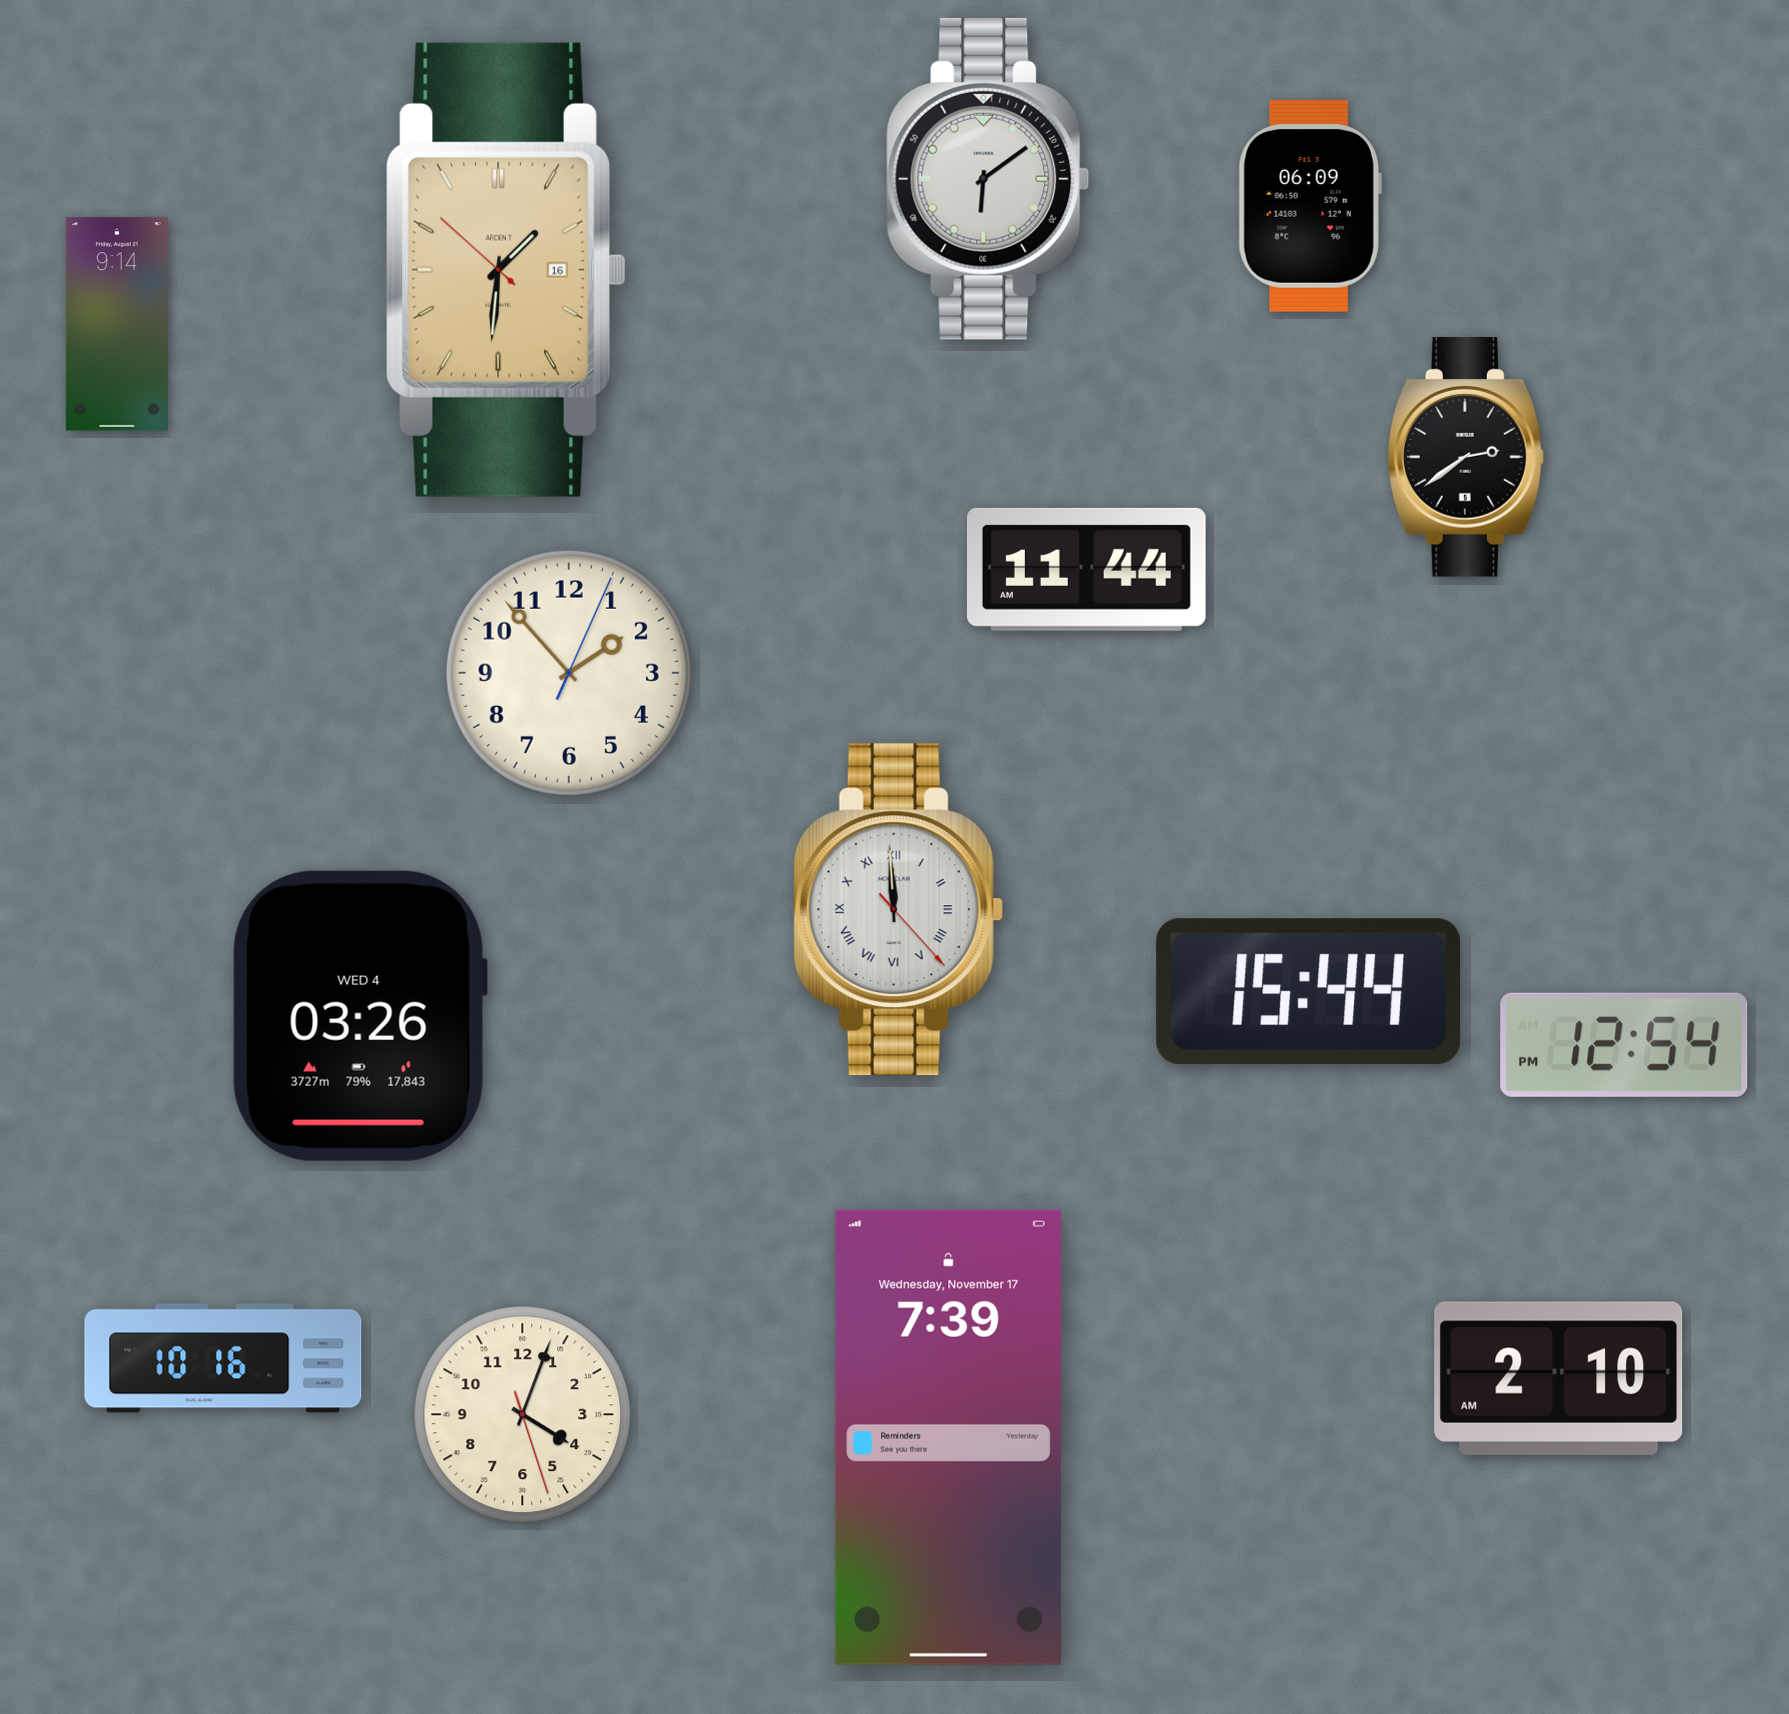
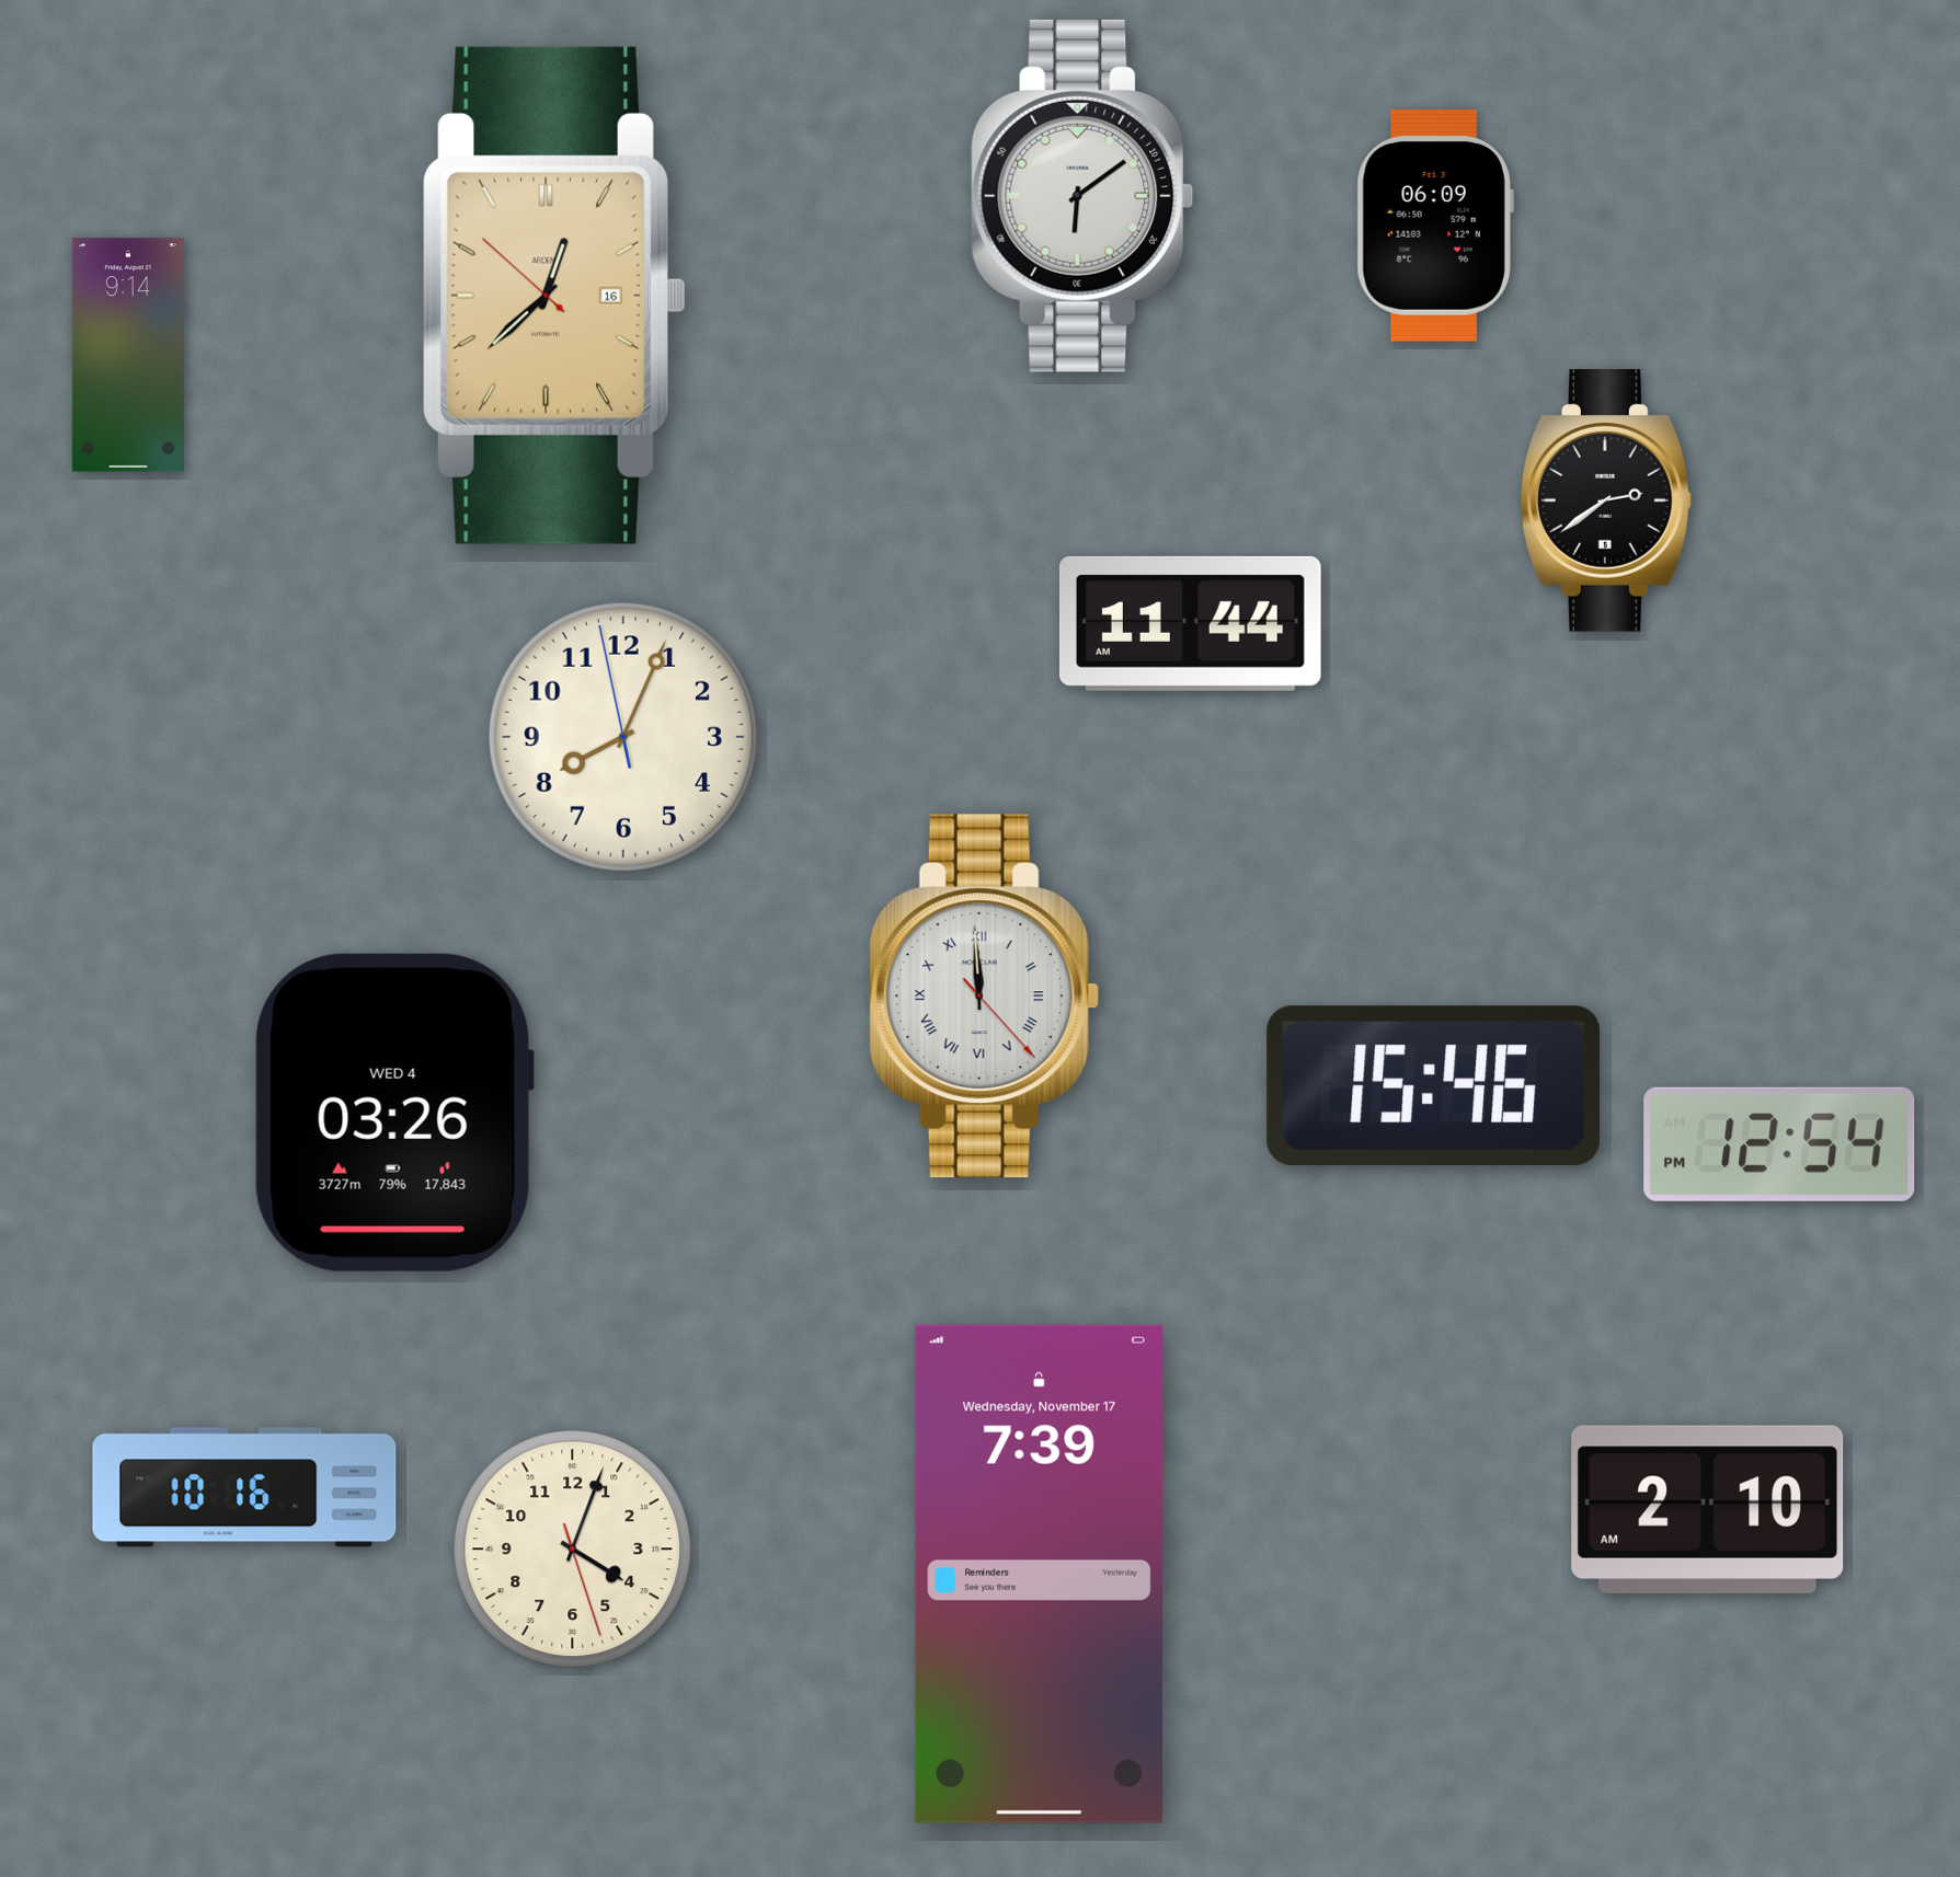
clock at (505, 270): 1:30 -> 12:37
clock at (569, 673): 1:53 -> 8:03
clock at (1309, 991): 15:44 -> 15:46
